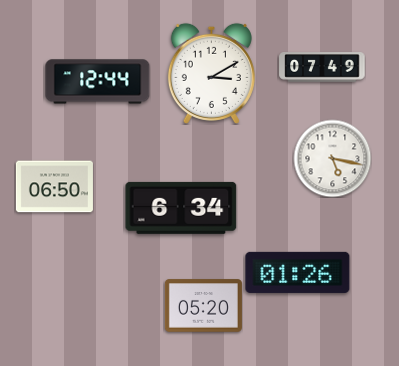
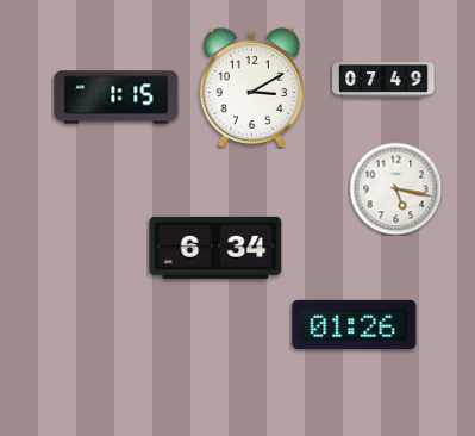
clock at (98, 82): 12:44 -> 1:15
clock at (54, 187): 06:50 -> none
clock at (203, 306): 05:20 -> none
